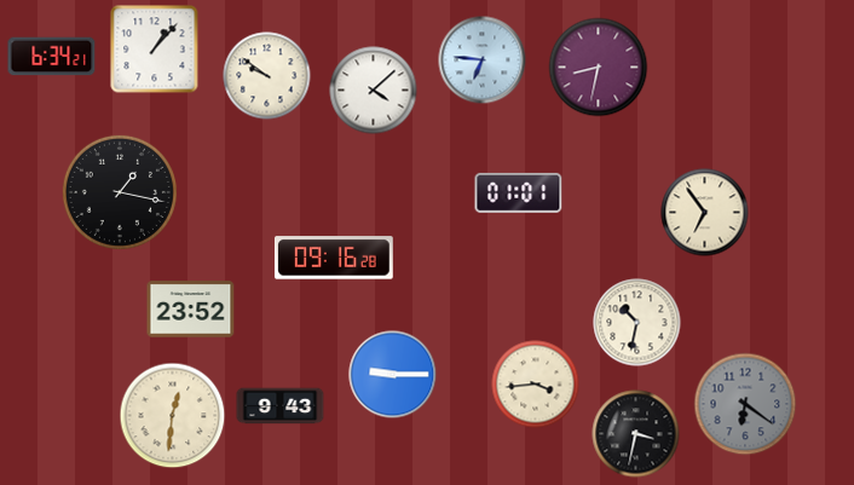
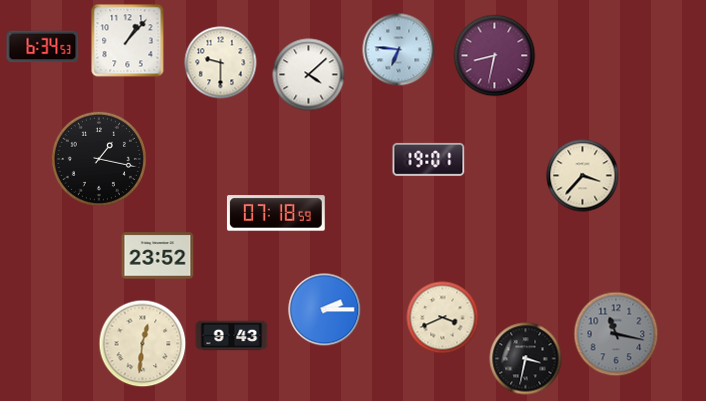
clock at (52, 57): 6:34:21 -> 6:34:53
clock at (267, 76): 9:51 -> 9:30
clock at (519, 192): 01:01 -> 19:01
clock at (705, 213): 6:54 -> 3:37
clock at (334, 258): 09:16 -> 07:18
clock at (637, 323): 10:32 -> none
clock at (393, 375): 9:15 -> 2:15
clock at (536, 385): 3:44 -> 3:41
clock at (745, 404): 6:21 -> 11:17
